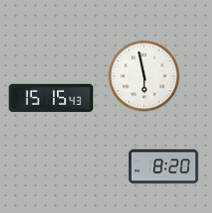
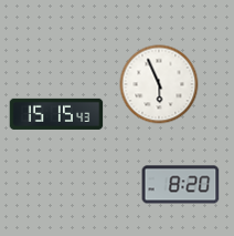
clock at (144, 76): 5:58 -> 5:56
clock at (51, 98) position: (51, 98) -> (56, 114)
